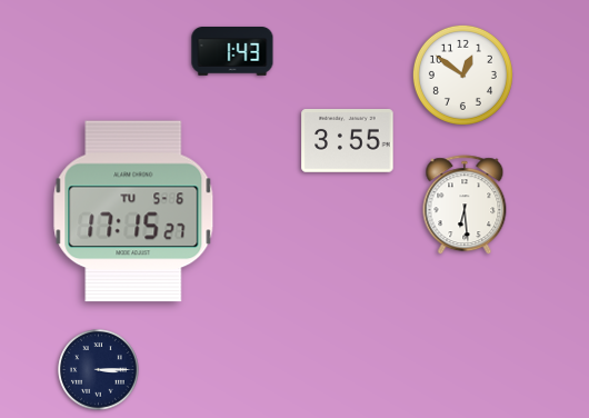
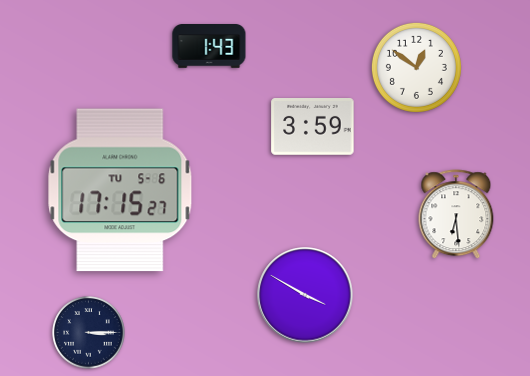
clock at (348, 141): 3:55 -> 3:59
clock at (465, 206) position: (465, 206) -> (456, 215)
clock at (305, 295): none -> 3:50
